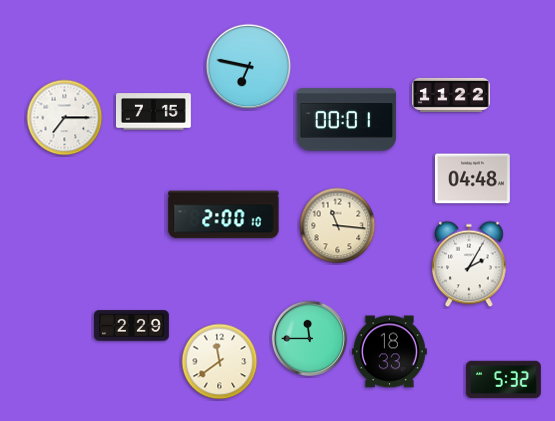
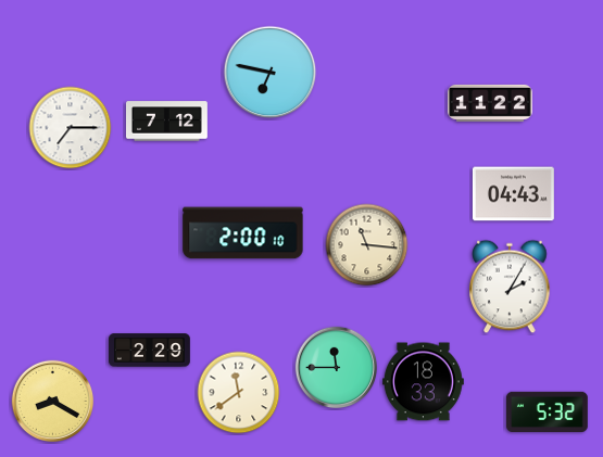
clock at (153, 112): 7:15 -> 7:12
clock at (347, 120): 00:01 -> none
clock at (472, 179): 04:48 -> 04:43
clock at (132, 326) position: (132, 326) -> (150, 351)
clock at (53, 402): none -> 8:20
